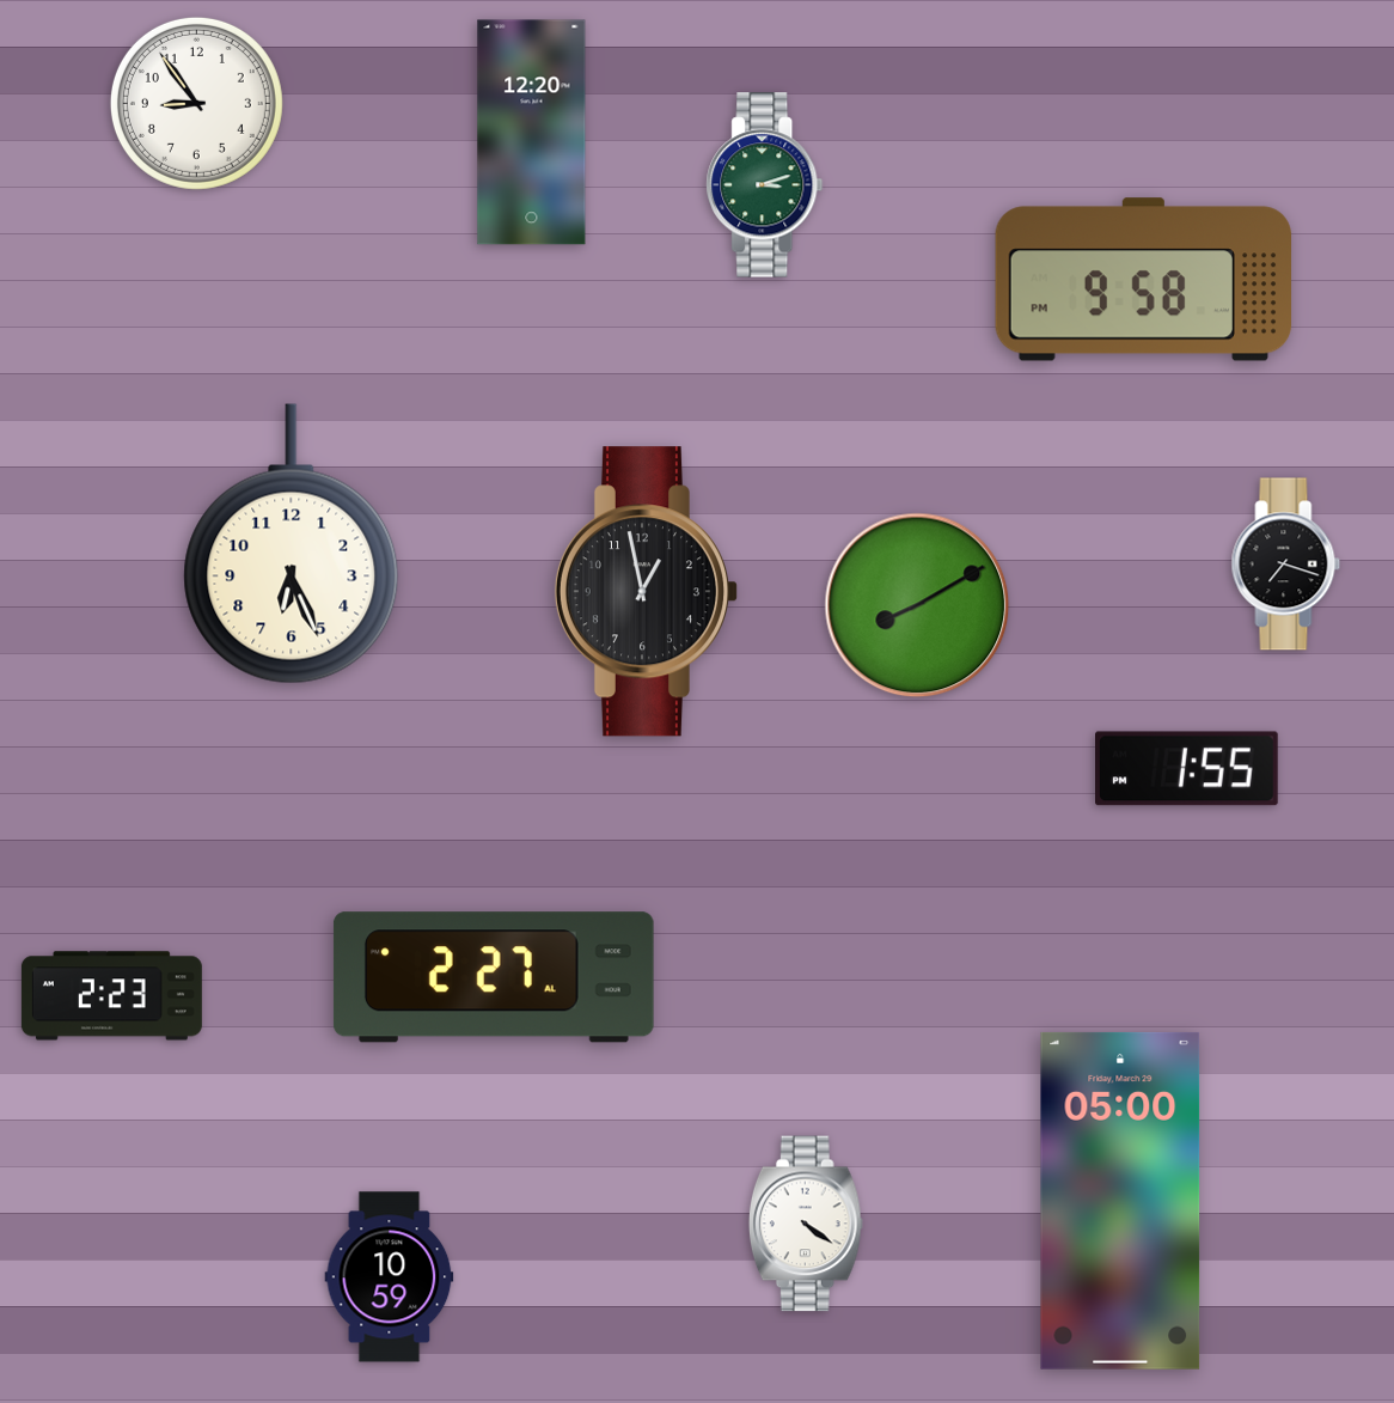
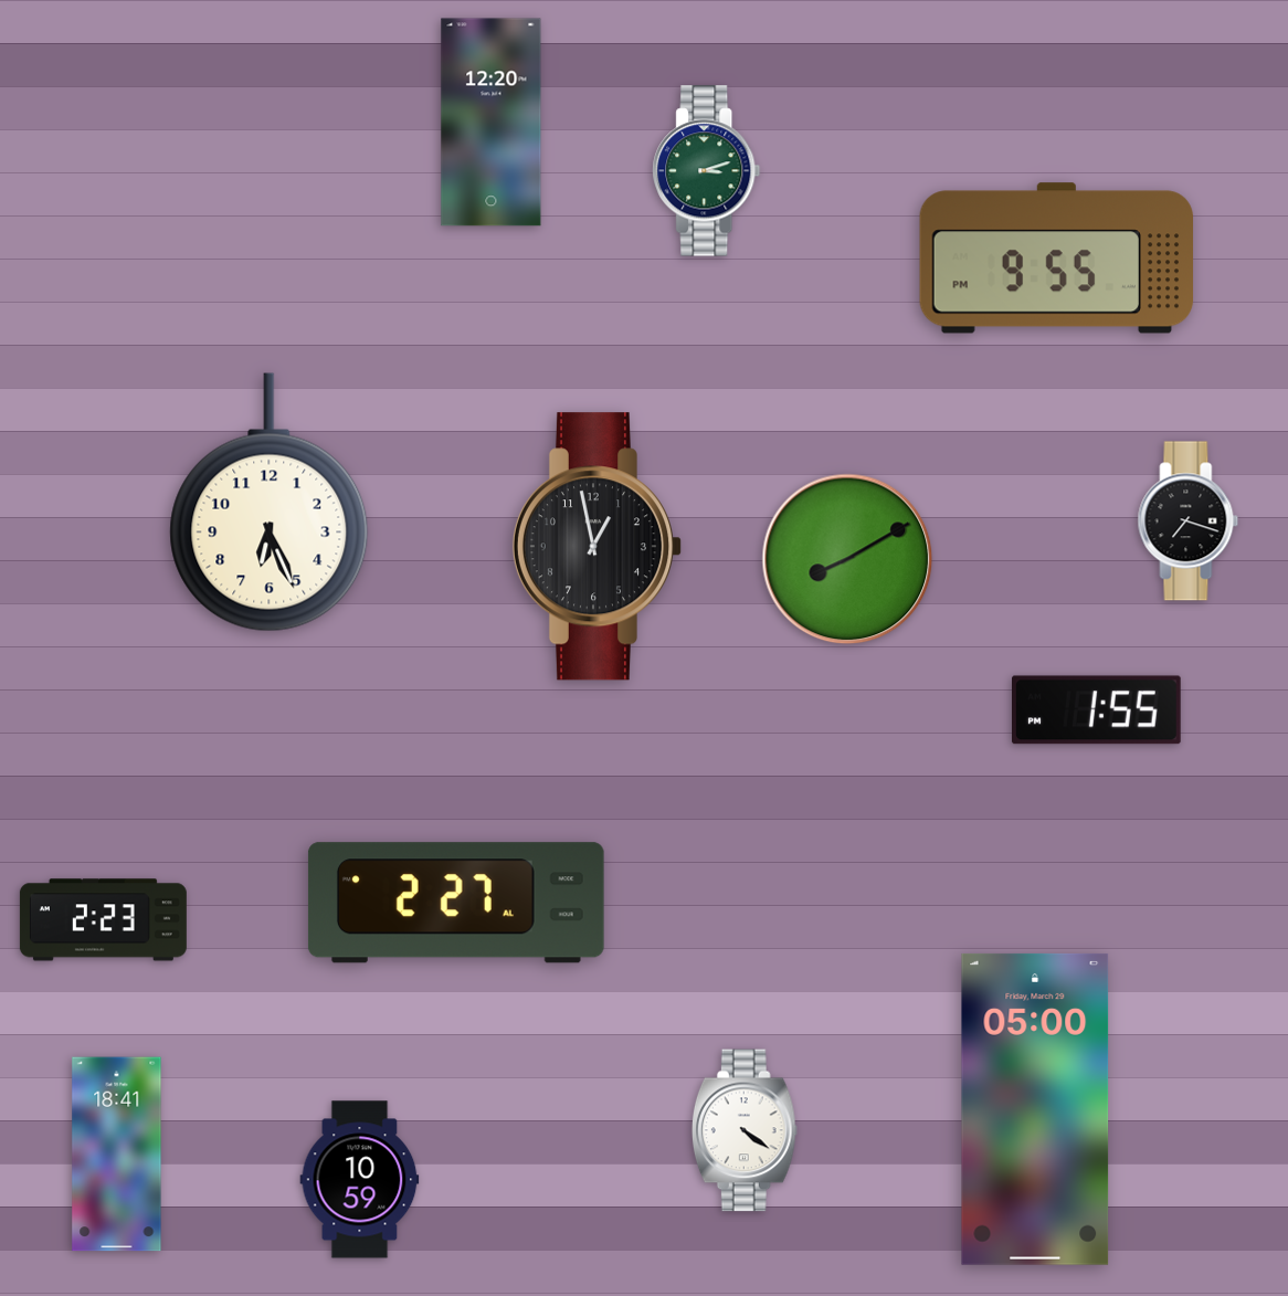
clock at (196, 103): 8:54 -> none
clock at (1144, 280): 9:58 -> 9:55
clock at (117, 1155): none -> 18:41
